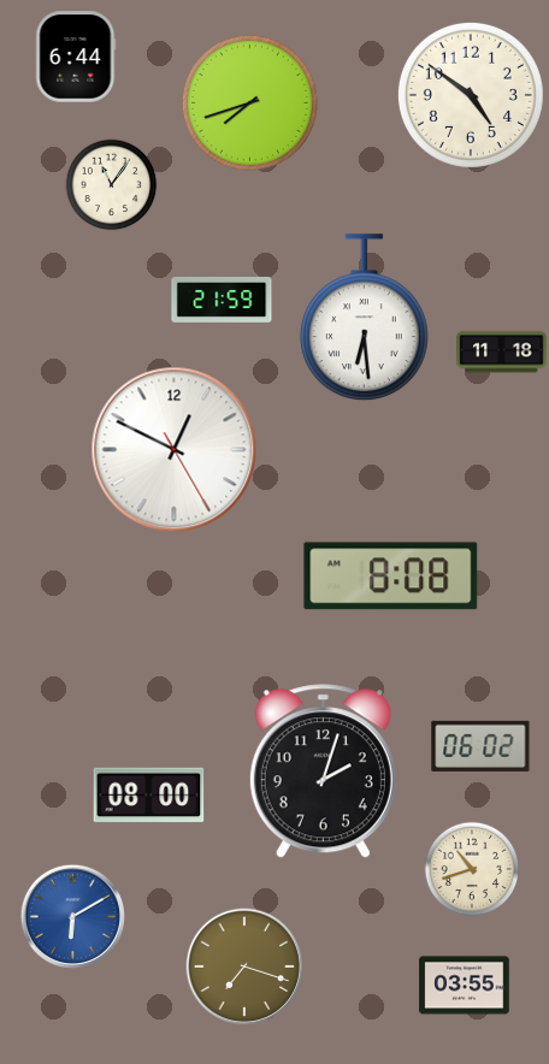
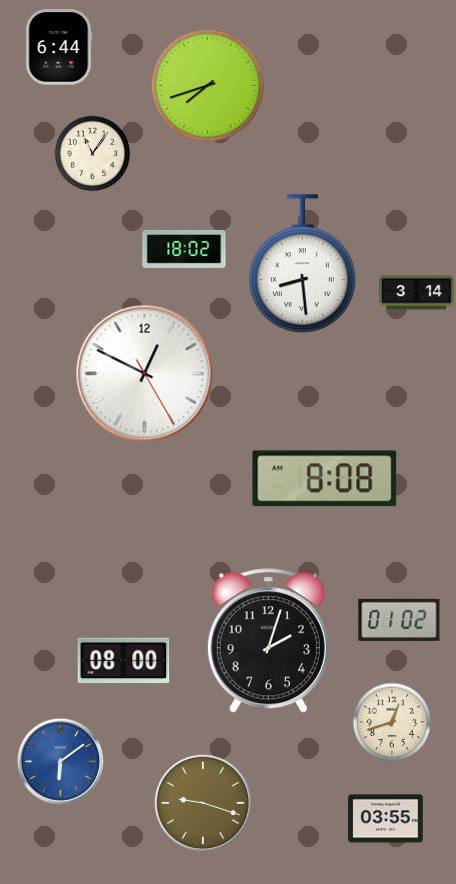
clock at (76, 57) position: (76, 57) -> (59, 47)
clock at (471, 95): 4:51 -> none
clock at (222, 300): 21:59 -> 18:02
clock at (364, 318): 6:29 -> 8:29
clock at (502, 353): 11:18 -> 3:14
clock at (480, 746): 06:02 -> 01:02
clock at (472, 869): 10:42 -> 12:42
clock at (72, 916): 6:10 -> 6:09
clock at (244, 967): 7:18 -> 9:18
